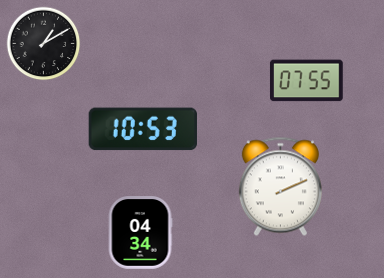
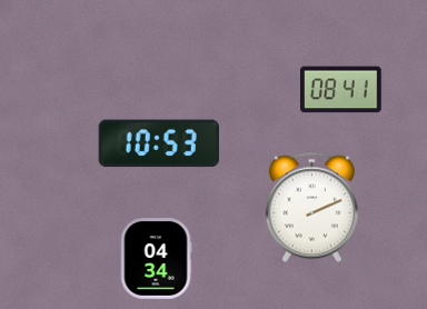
clock at (44, 44): 1:10 -> none
clock at (306, 81): 07:55 -> 08:41
